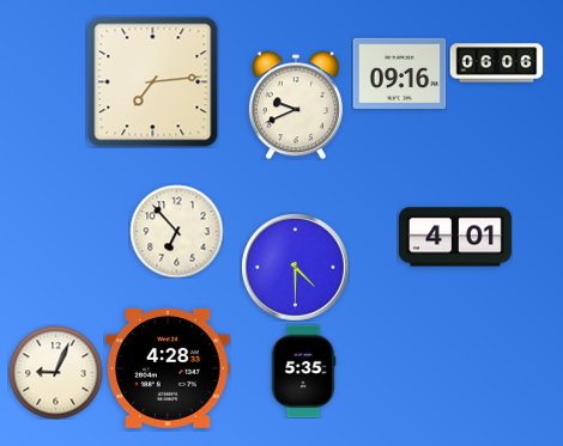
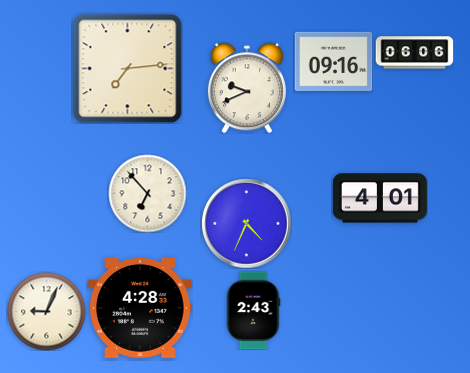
clock at (295, 267): 4:30 -> 4:34
clock at (303, 371): 5:35 -> 2:43
